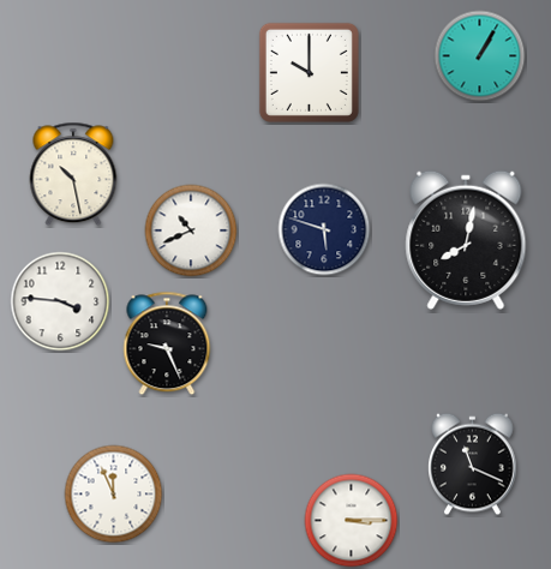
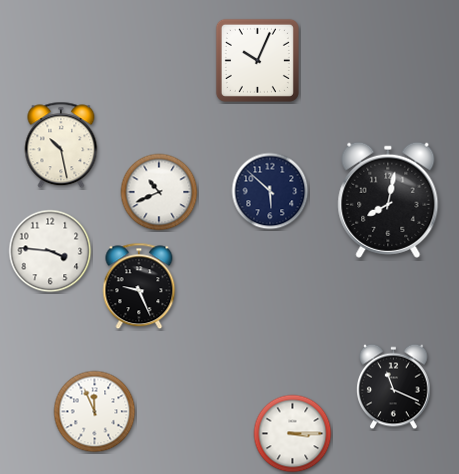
clock at (480, 56): 1:05 -> none
clock at (309, 72): 10:00 -> 10:04
clock at (324, 229): 5:48 -> 5:52
